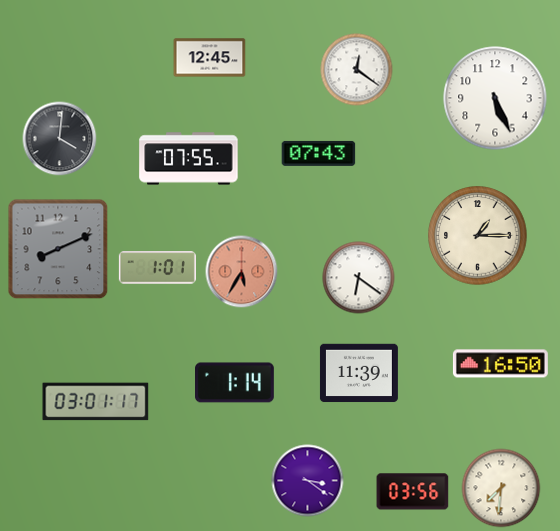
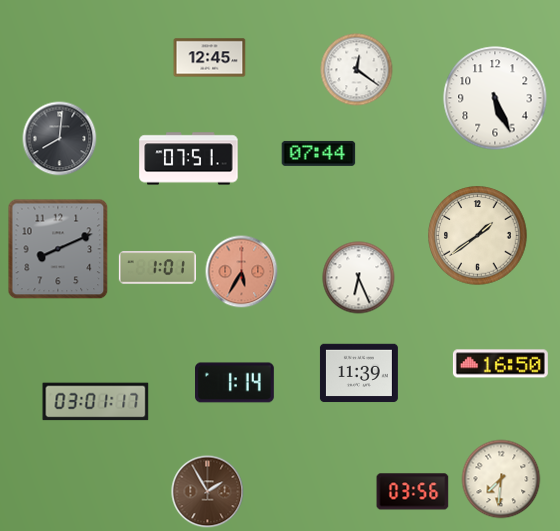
clock at (60, 139): 4:01 -> 8:01
clock at (319, 153): 07:43 -> 07:44
clock at (189, 159): 07:55 -> 07:51
clock at (478, 236): 1:15 -> 1:39
clock at (359, 278): 6:21 -> 6:26
clock at (308, 481): 3:21 -> none
clock at (501, 488) position: (501, 488) -> (501, 479)
clock at (208, 492): none -> 1:55
